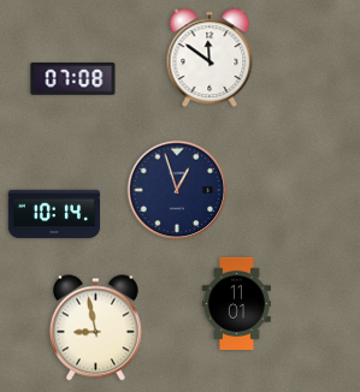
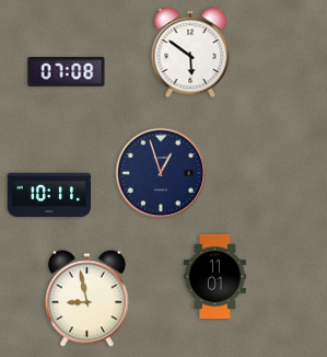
clock at (209, 58): 11:51 -> 5:51
clock at (54, 214): 10:14 -> 10:11
